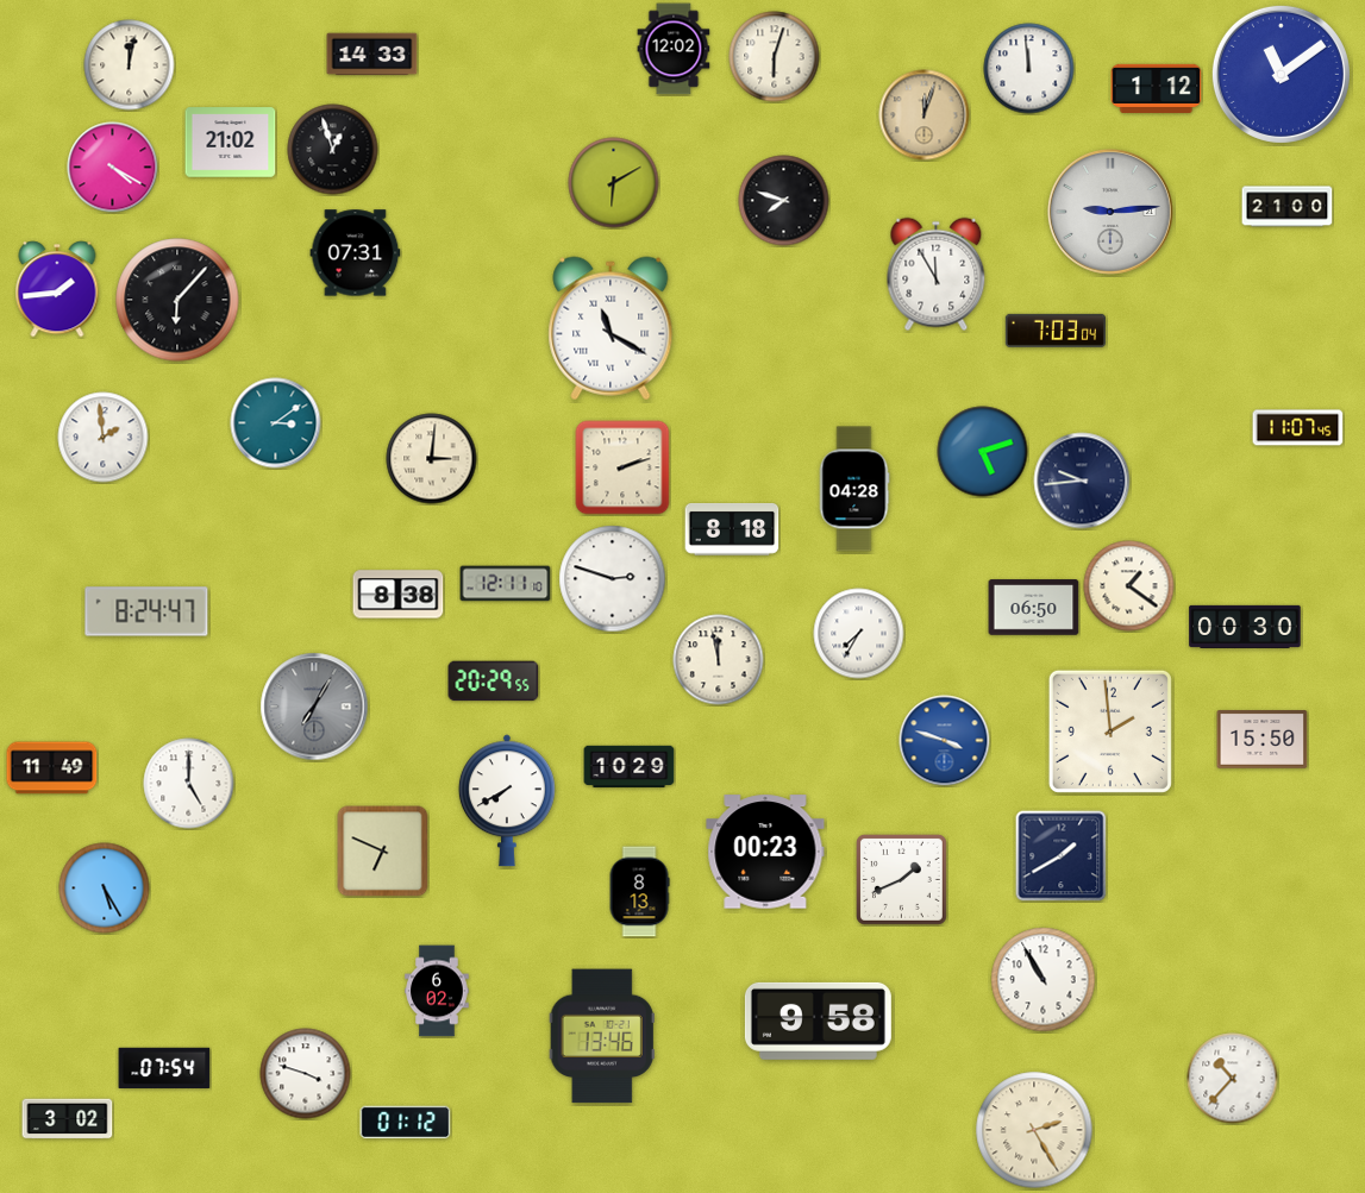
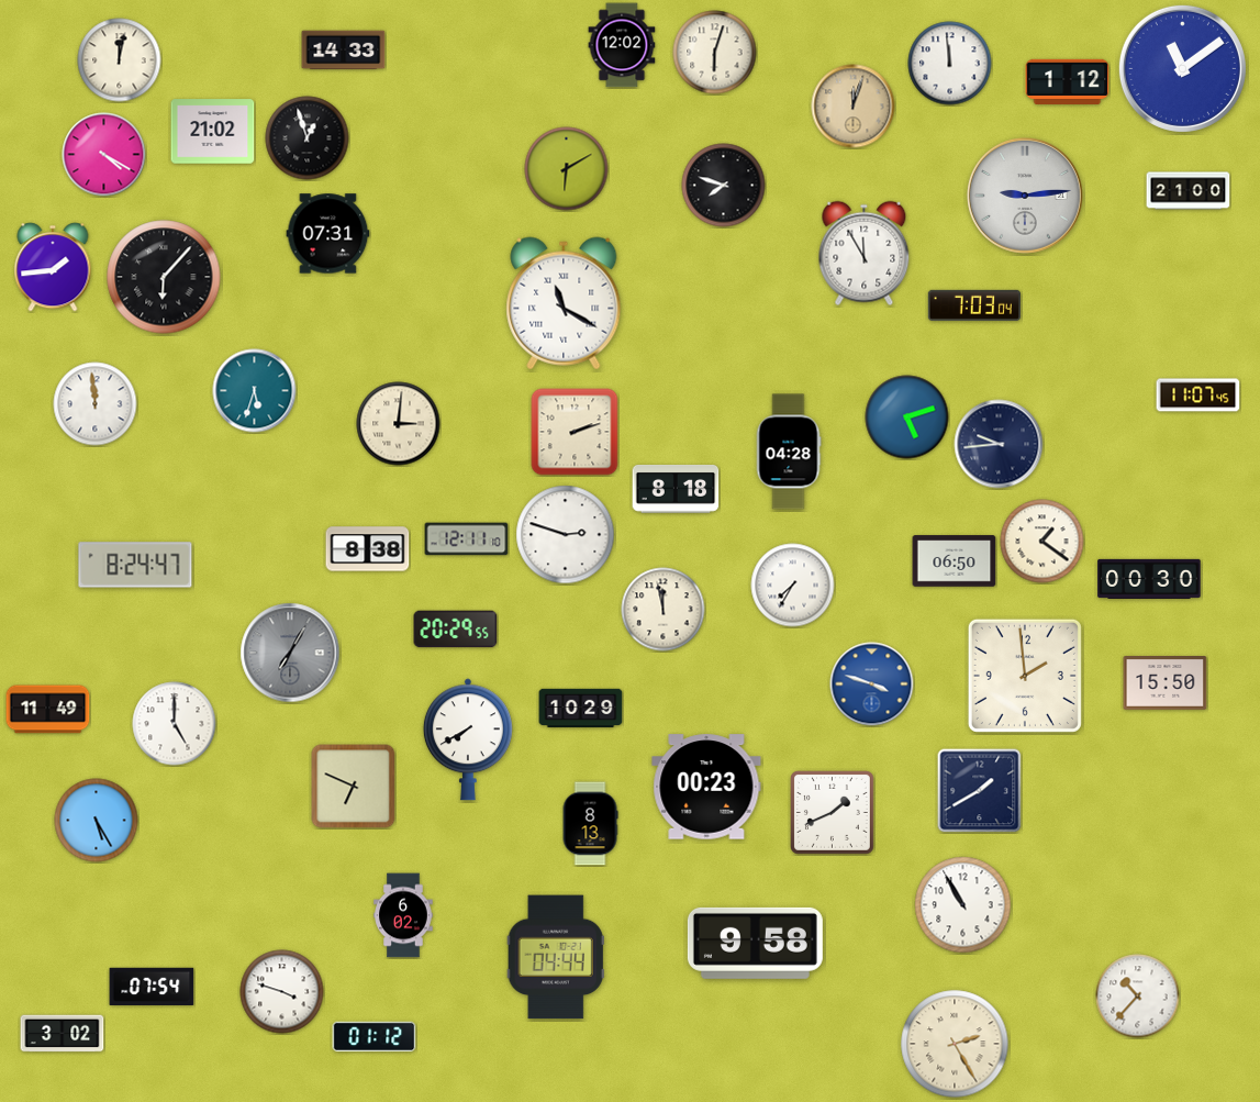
clock at (276, 423): 3:09 -> 5:33
clock at (104, 438): 1:59 -> 11:59
clock at (602, 1036): 13:46 -> 04:44
